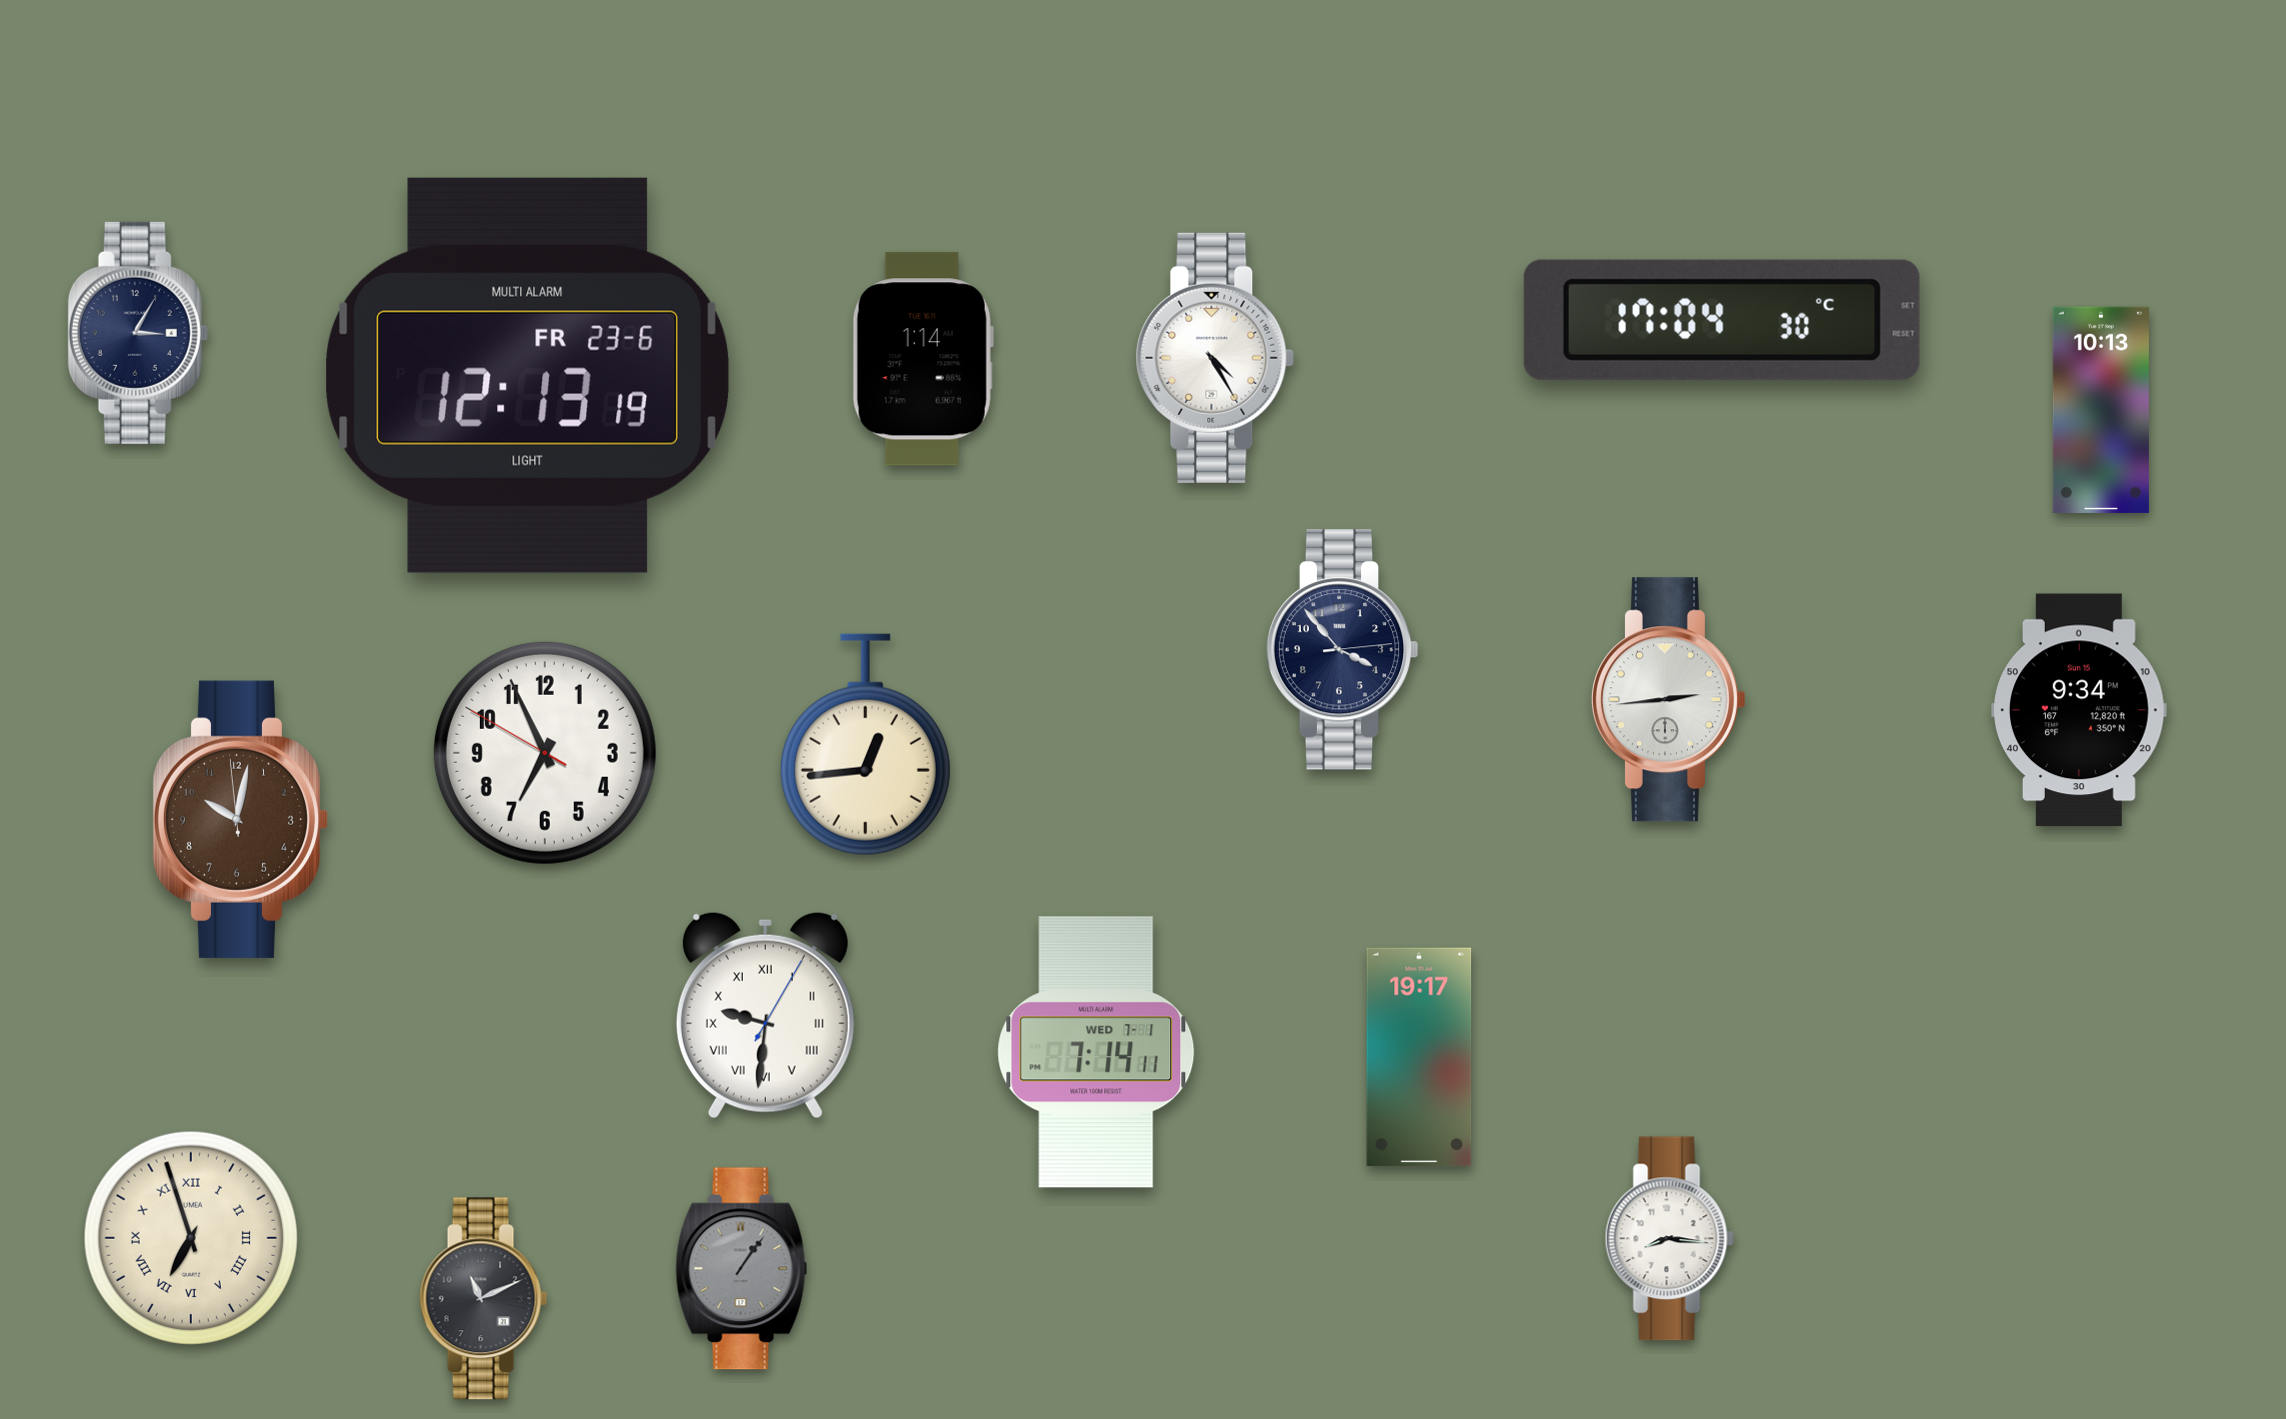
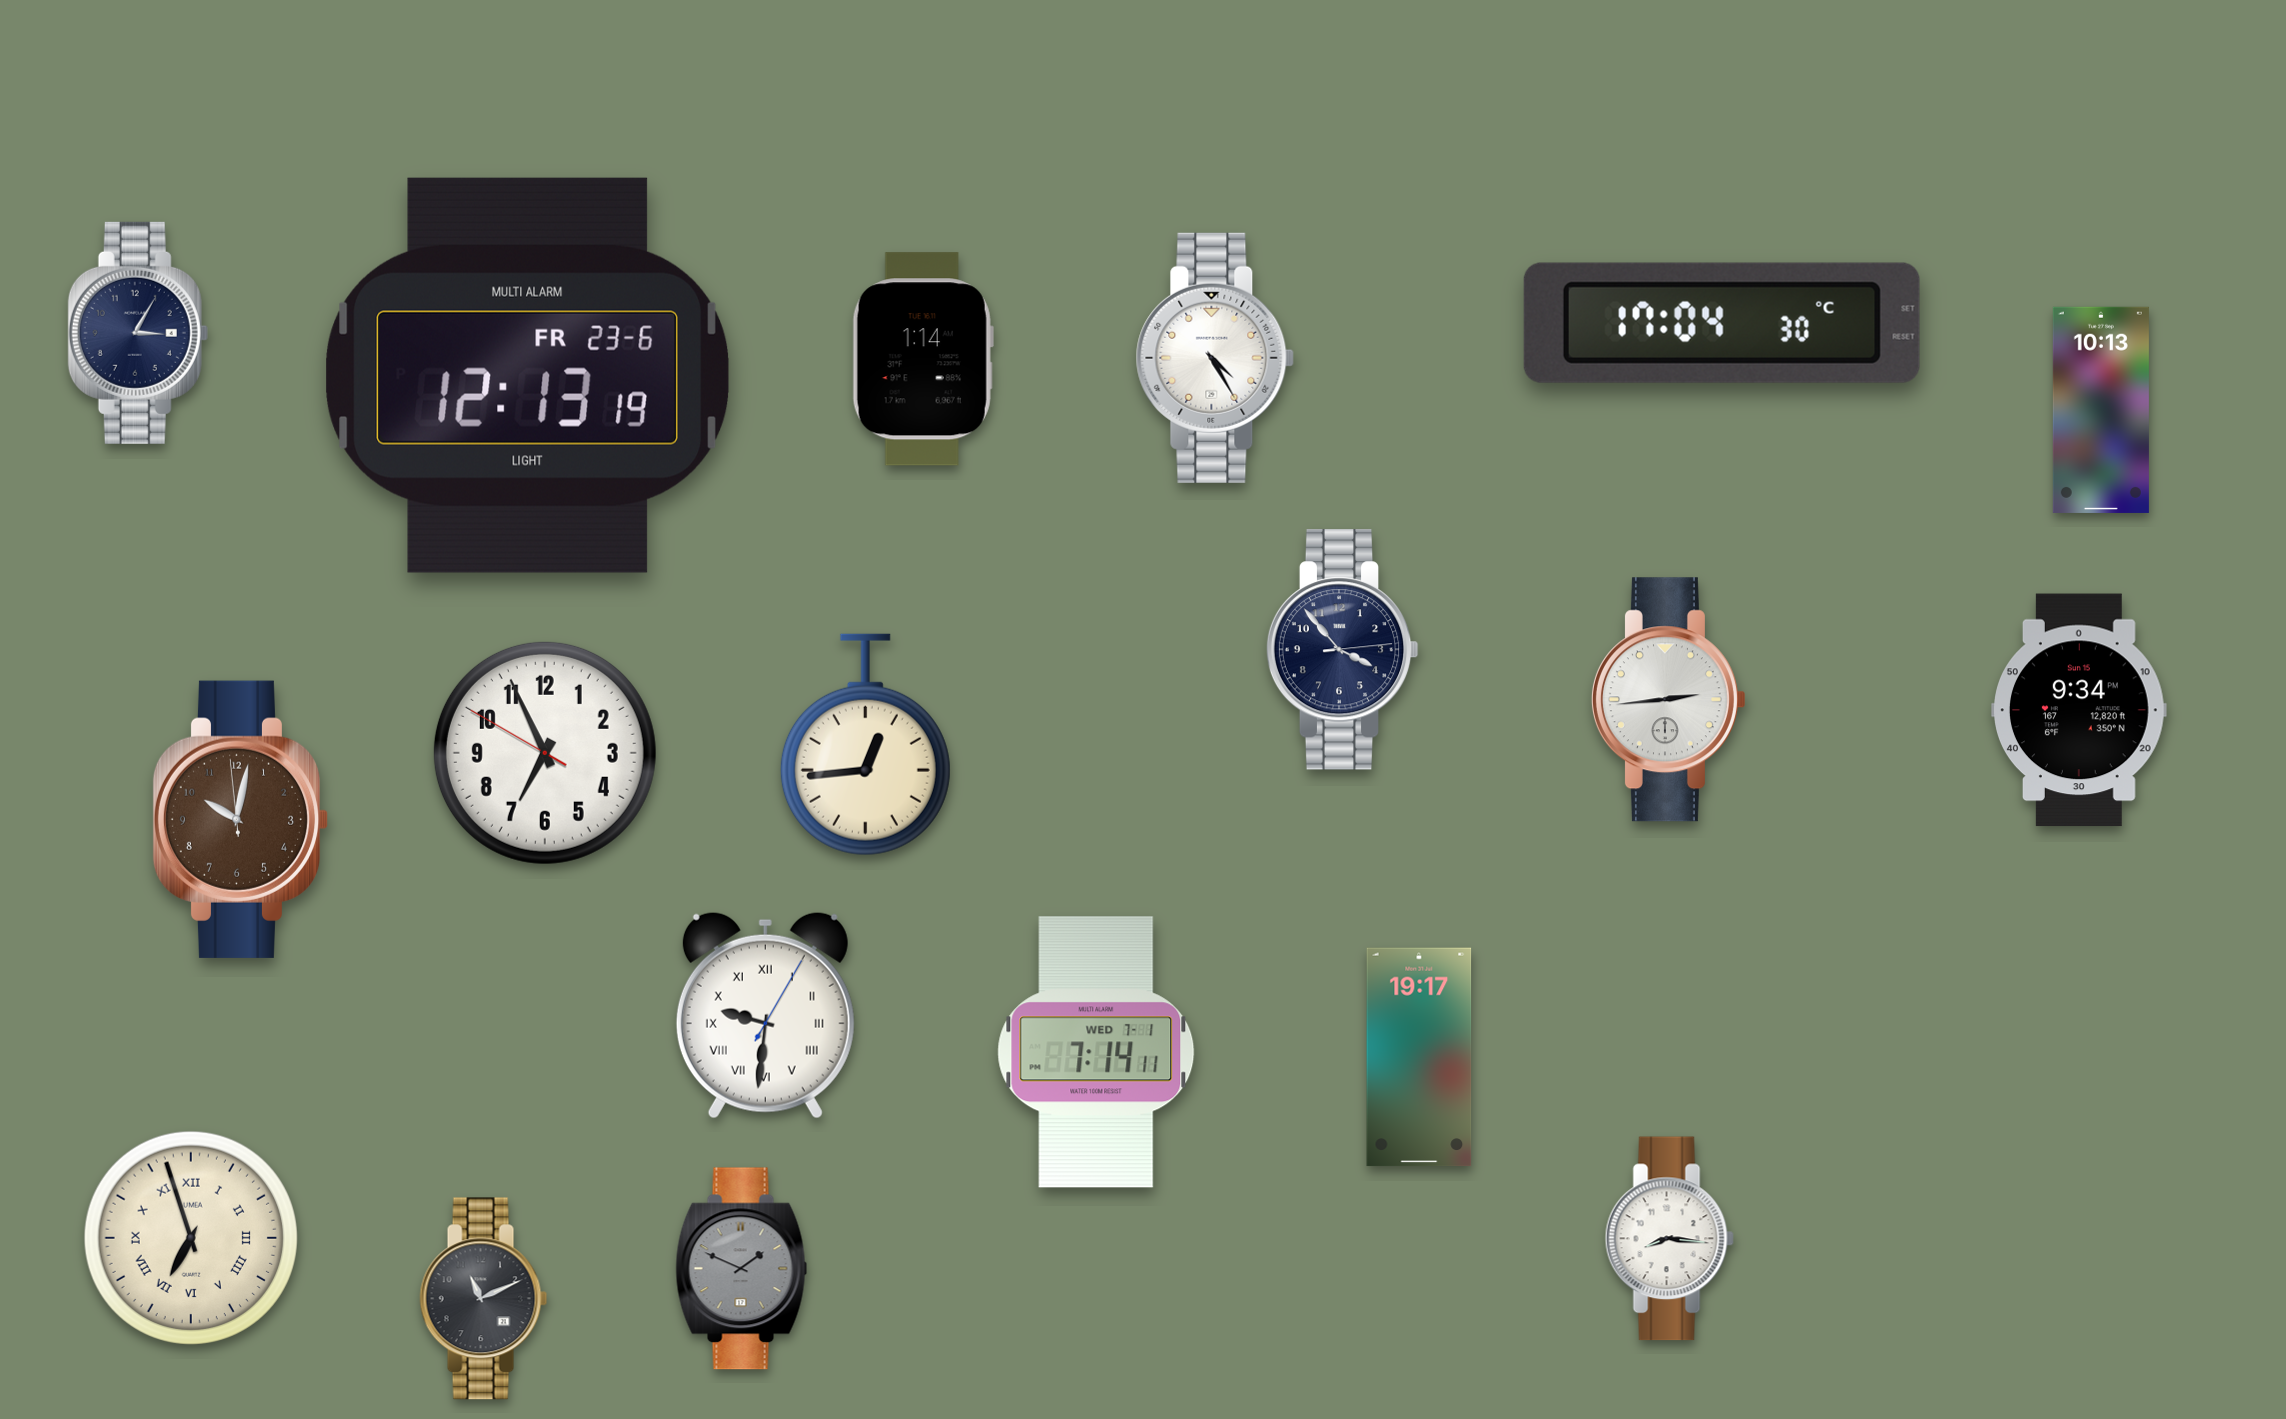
clock at (1722, 320) position: (1722, 320) -> (1722, 323)
clock at (742, 1269): 1:06 -> 1:49
